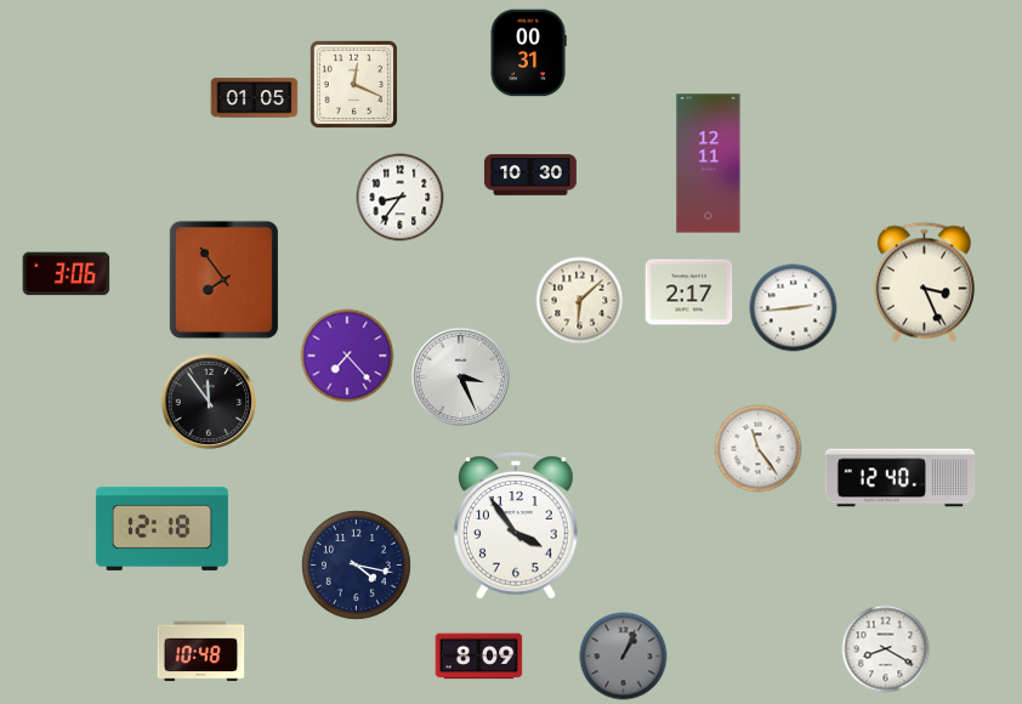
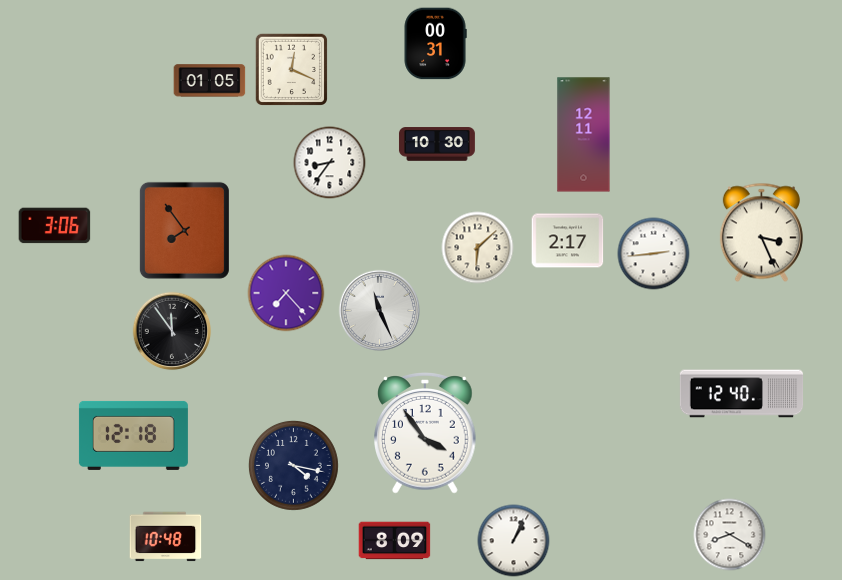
clock at (460, 376): 3:26 -> 11:26
clock at (759, 449): 11:24 -> none
clock at (624, 657) dial: grey -> white
